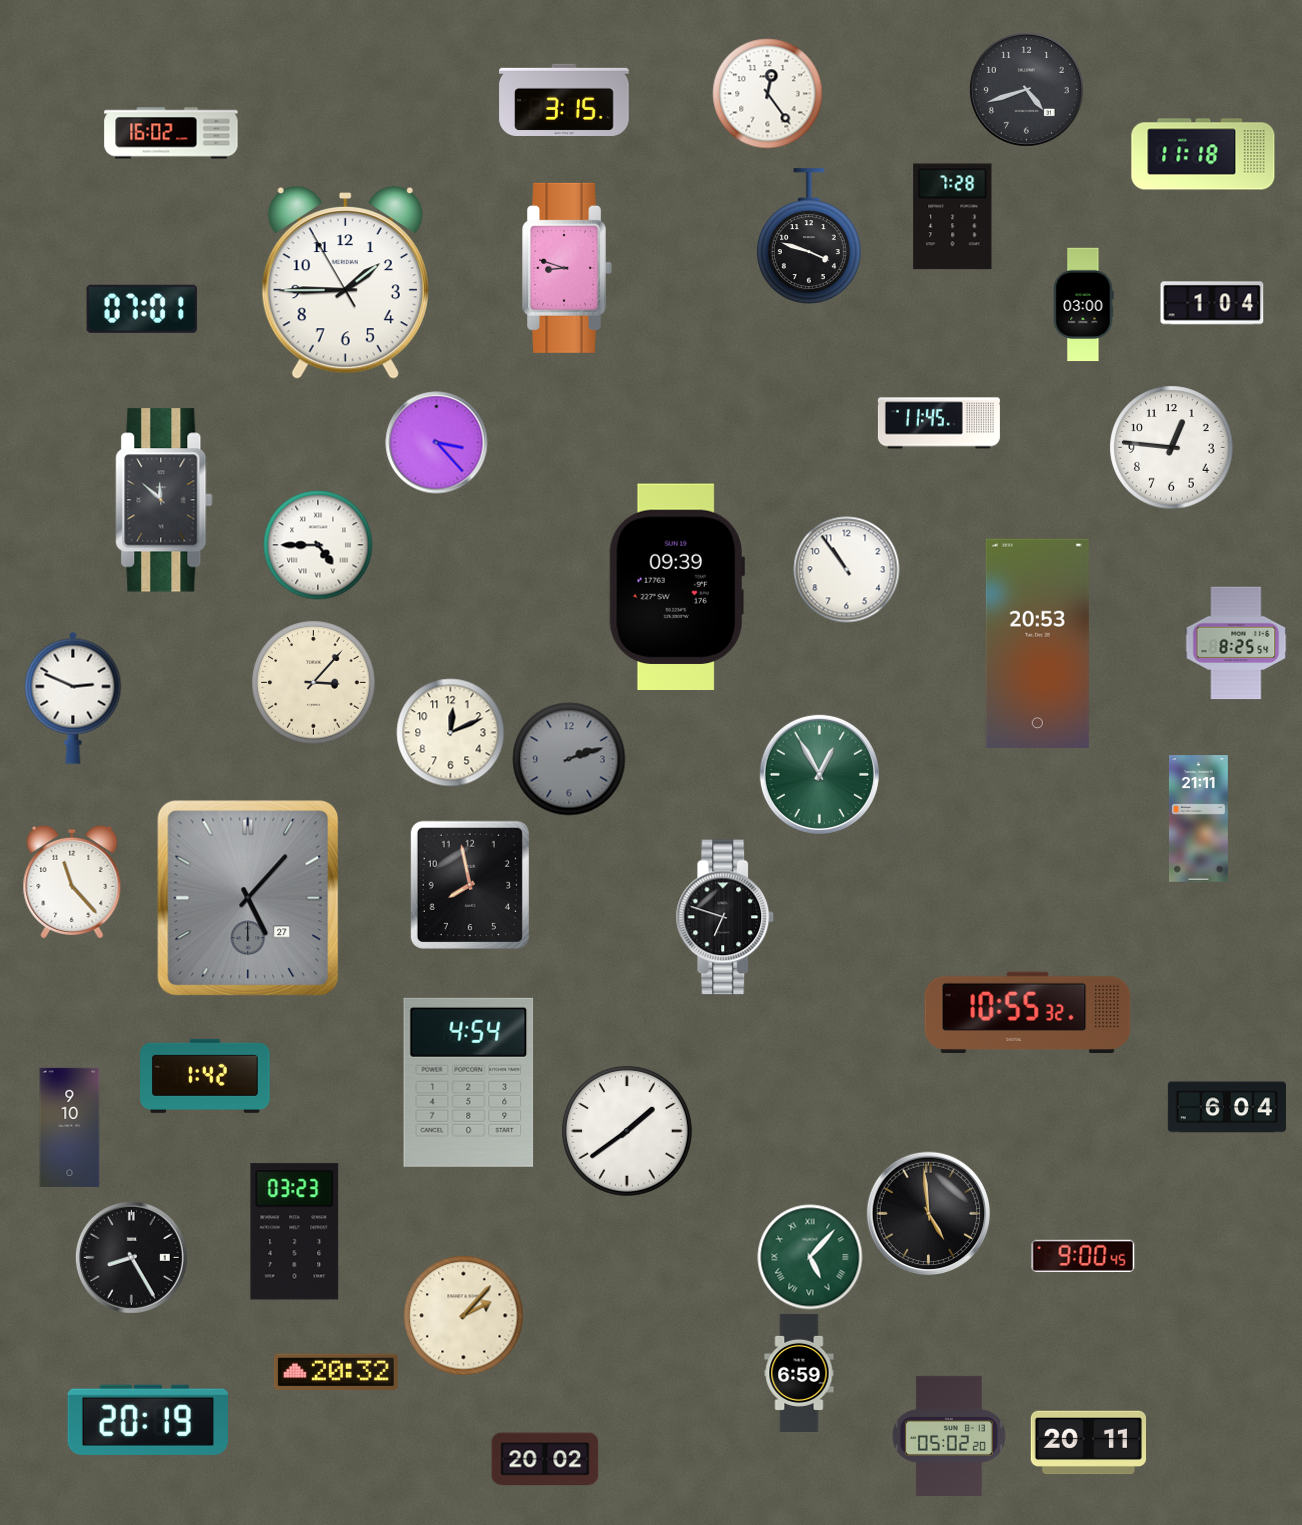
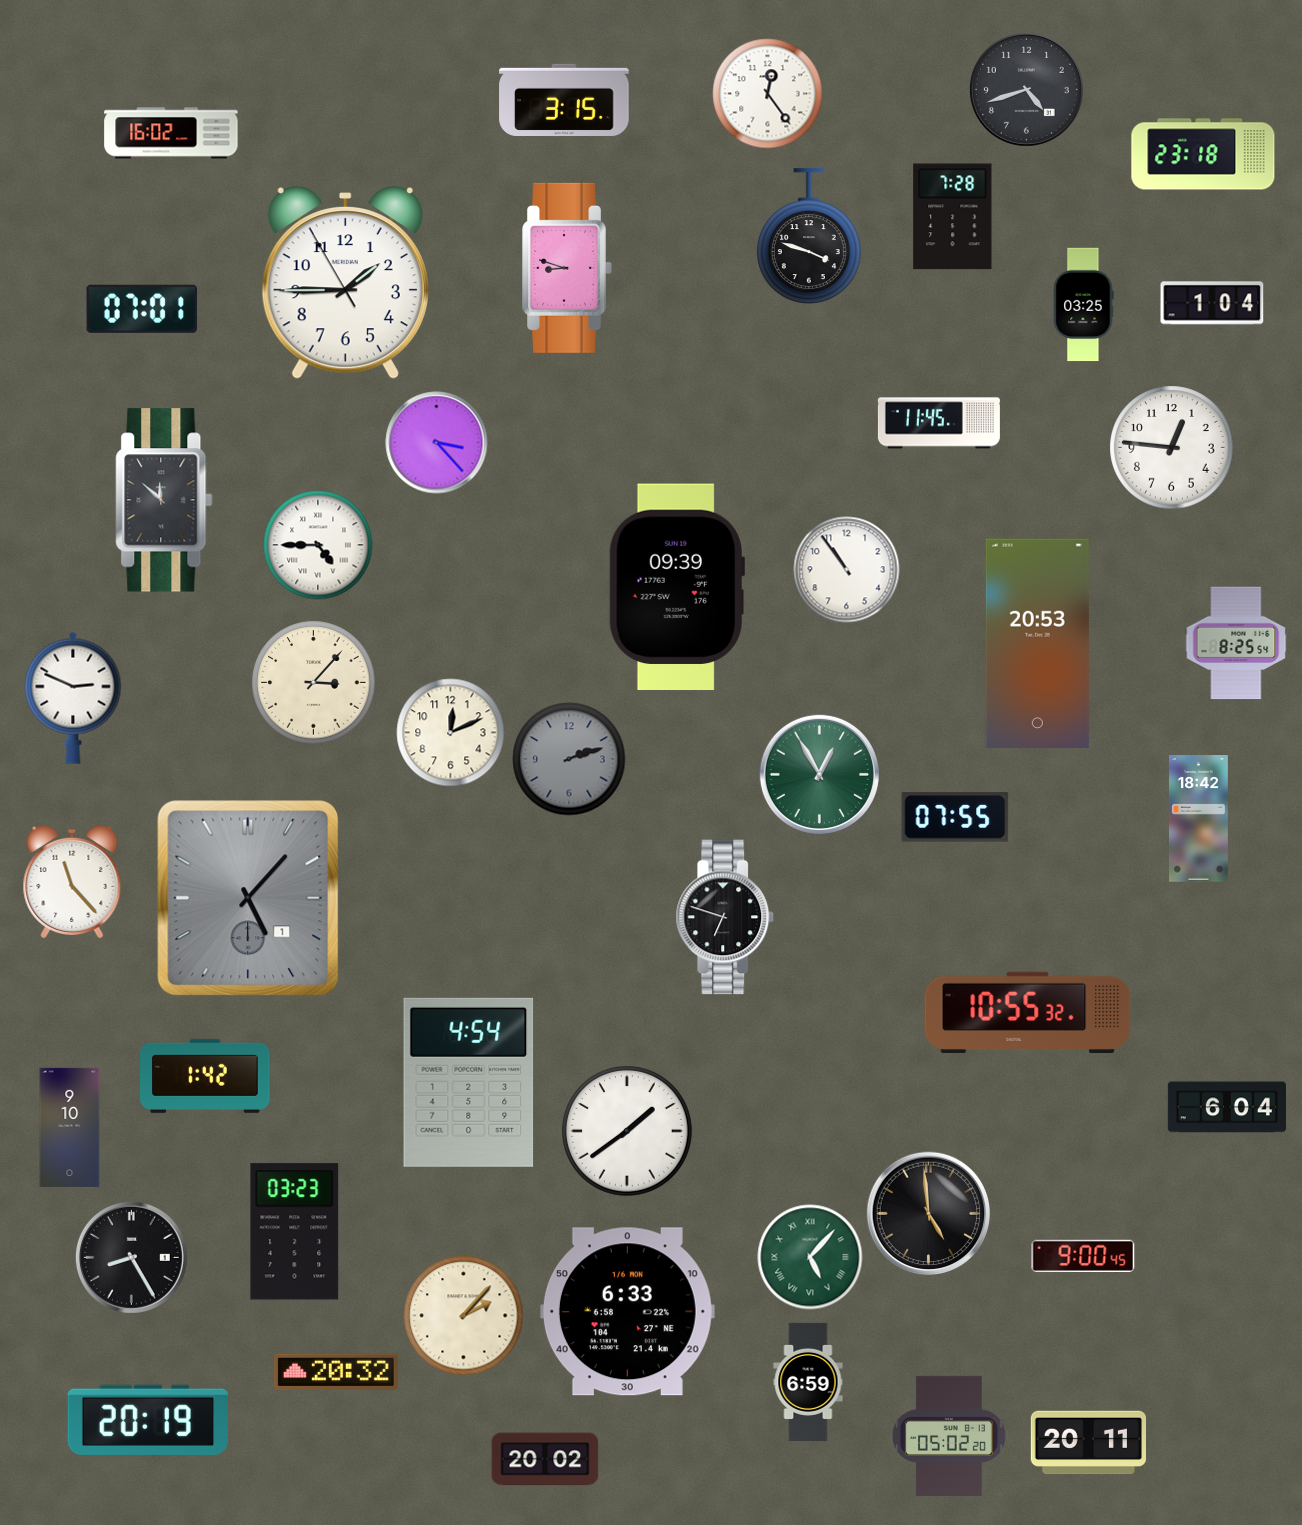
clock at (1203, 154): 11:18 -> 23:18
clock at (1083, 305): 03:00 -> 03:25
clock at (955, 817): none -> 07:55
clock at (1198, 819): 21:11 -> 18:42
clock at (470, 885): 7:58 -> none
clock at (248, 898) date: 27 -> 1
clock at (627, 1312): none -> 6:33
clock at (799, 1373) position: (799, 1373) -> (808, 1382)
